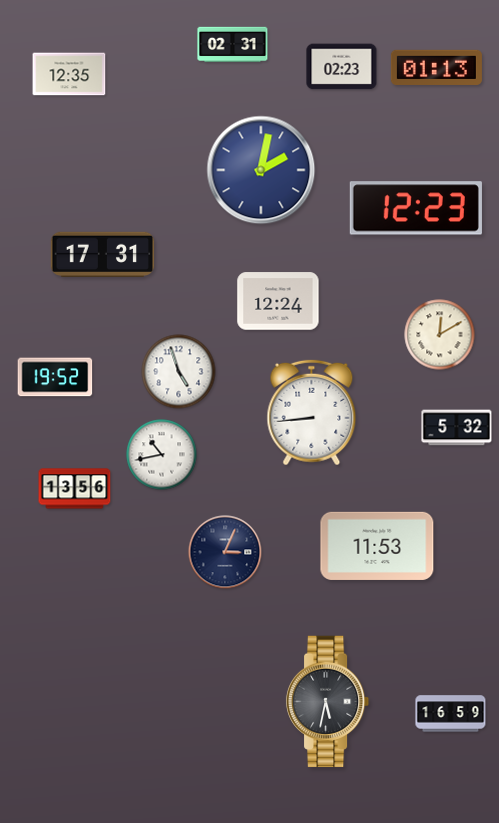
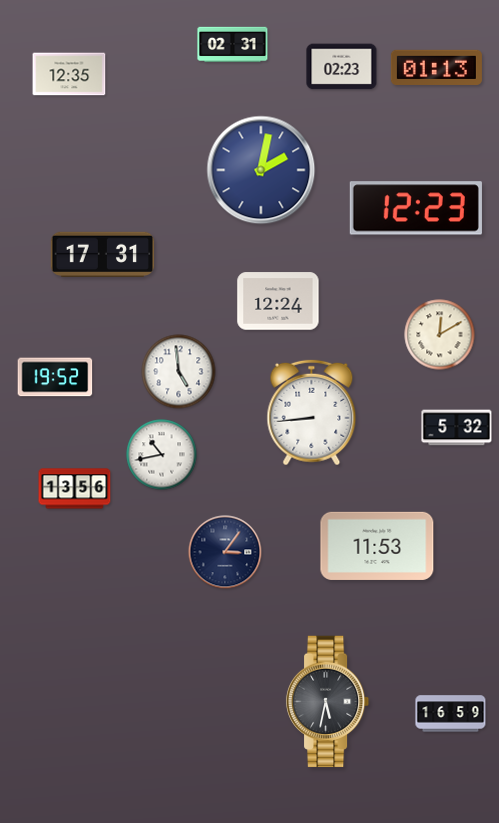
clock at (179, 372): 4:57 -> 4:59
clock at (225, 552): 3:04 -> 3:06
